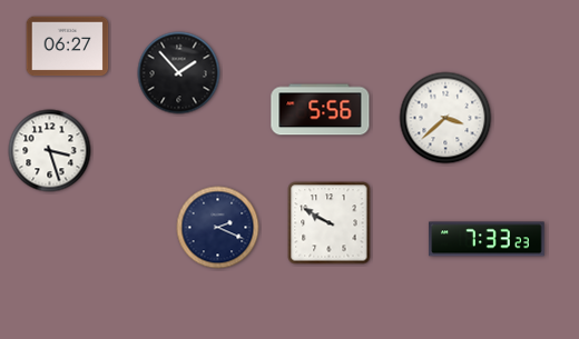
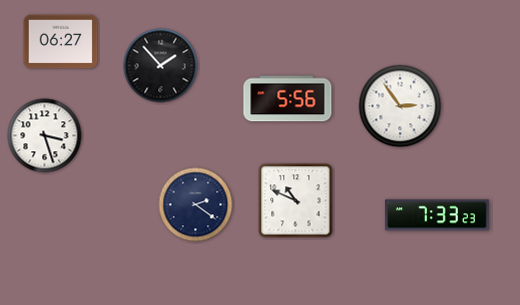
clock at (445, 118): 3:38 -> 2:54
clock at (330, 223): 9:50 -> 10:49
clock at (218, 228): 2:19 -> 2:21
